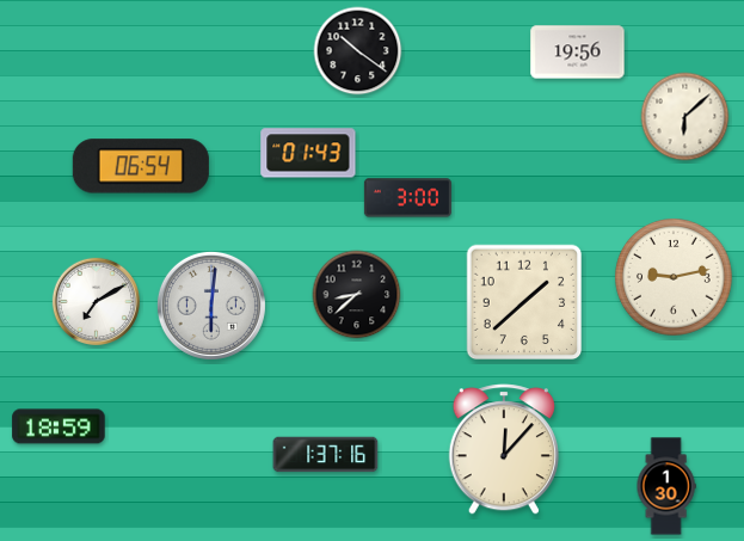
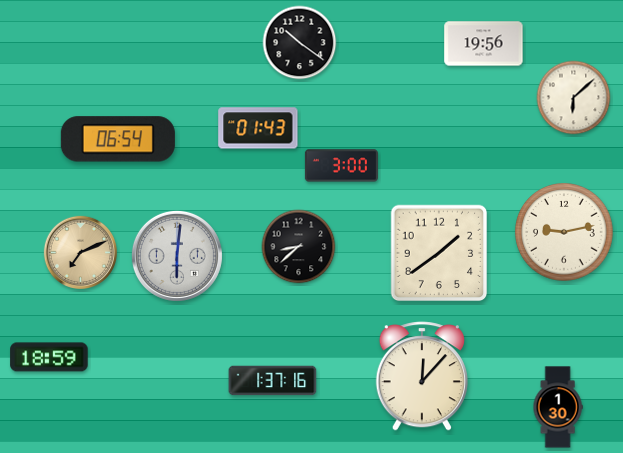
clock at (96, 301): 7:10 -> 7:11
clock at (96, 301) dial: white -> champagne
clock at (524, 302): 1:38 -> 1:39
